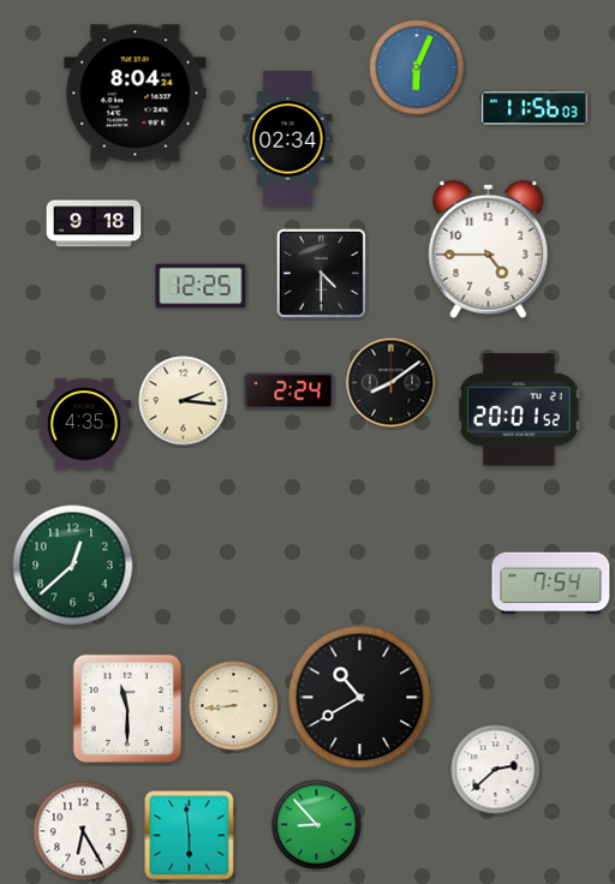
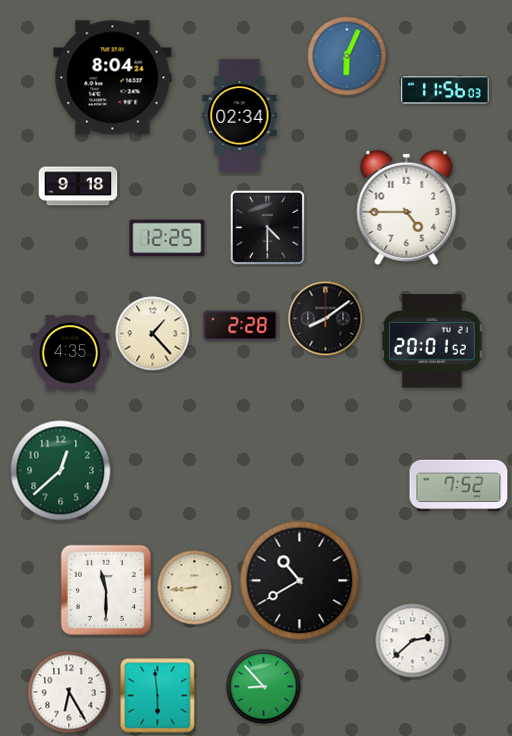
clock at (289, 392): 2:24 -> 2:28
clock at (184, 401): 2:16 -> 1:23
clock at (551, 584): 7:54 -> 7:52
